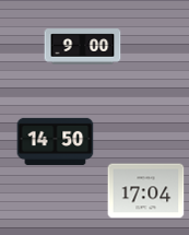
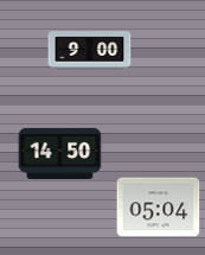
clock at (146, 191): 17:04 -> 05:04
